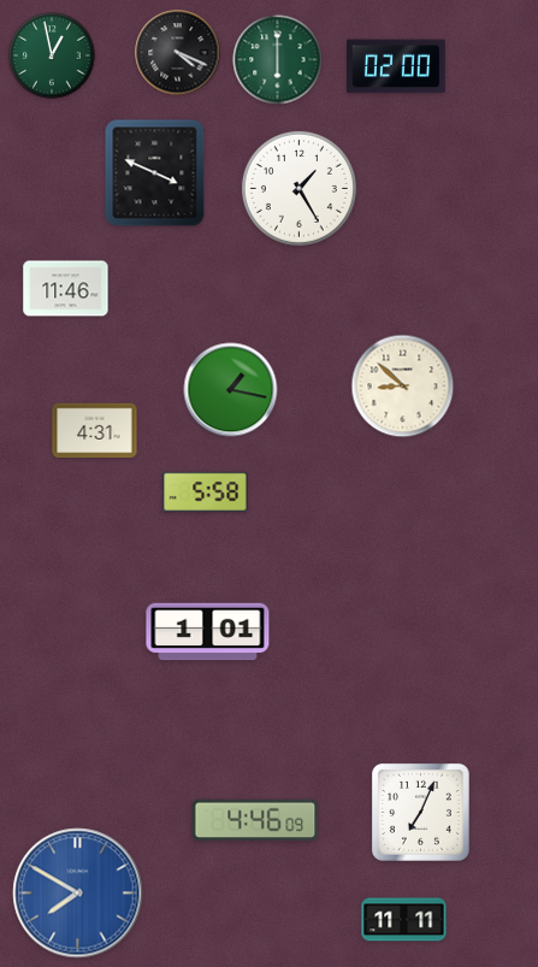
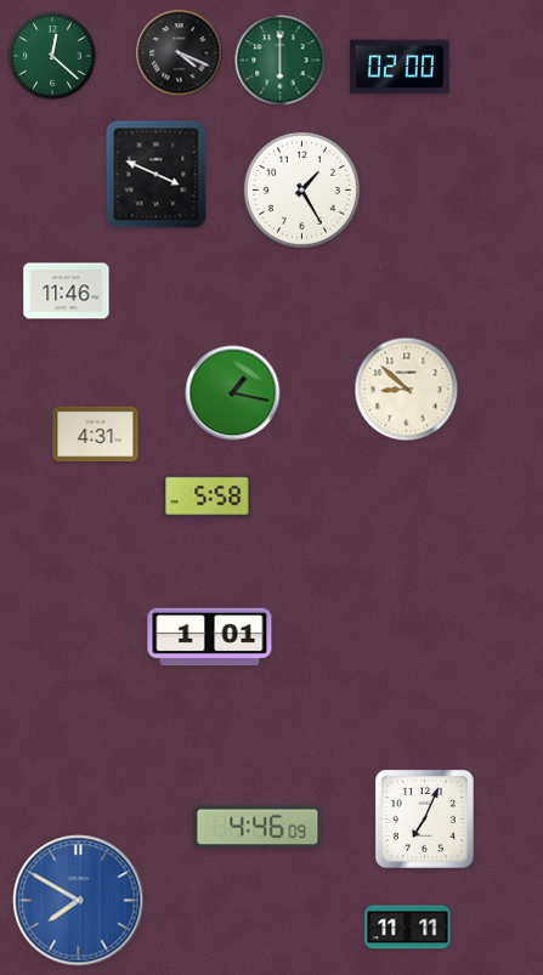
clock at (52, 55): 12:58 -> 12:22
